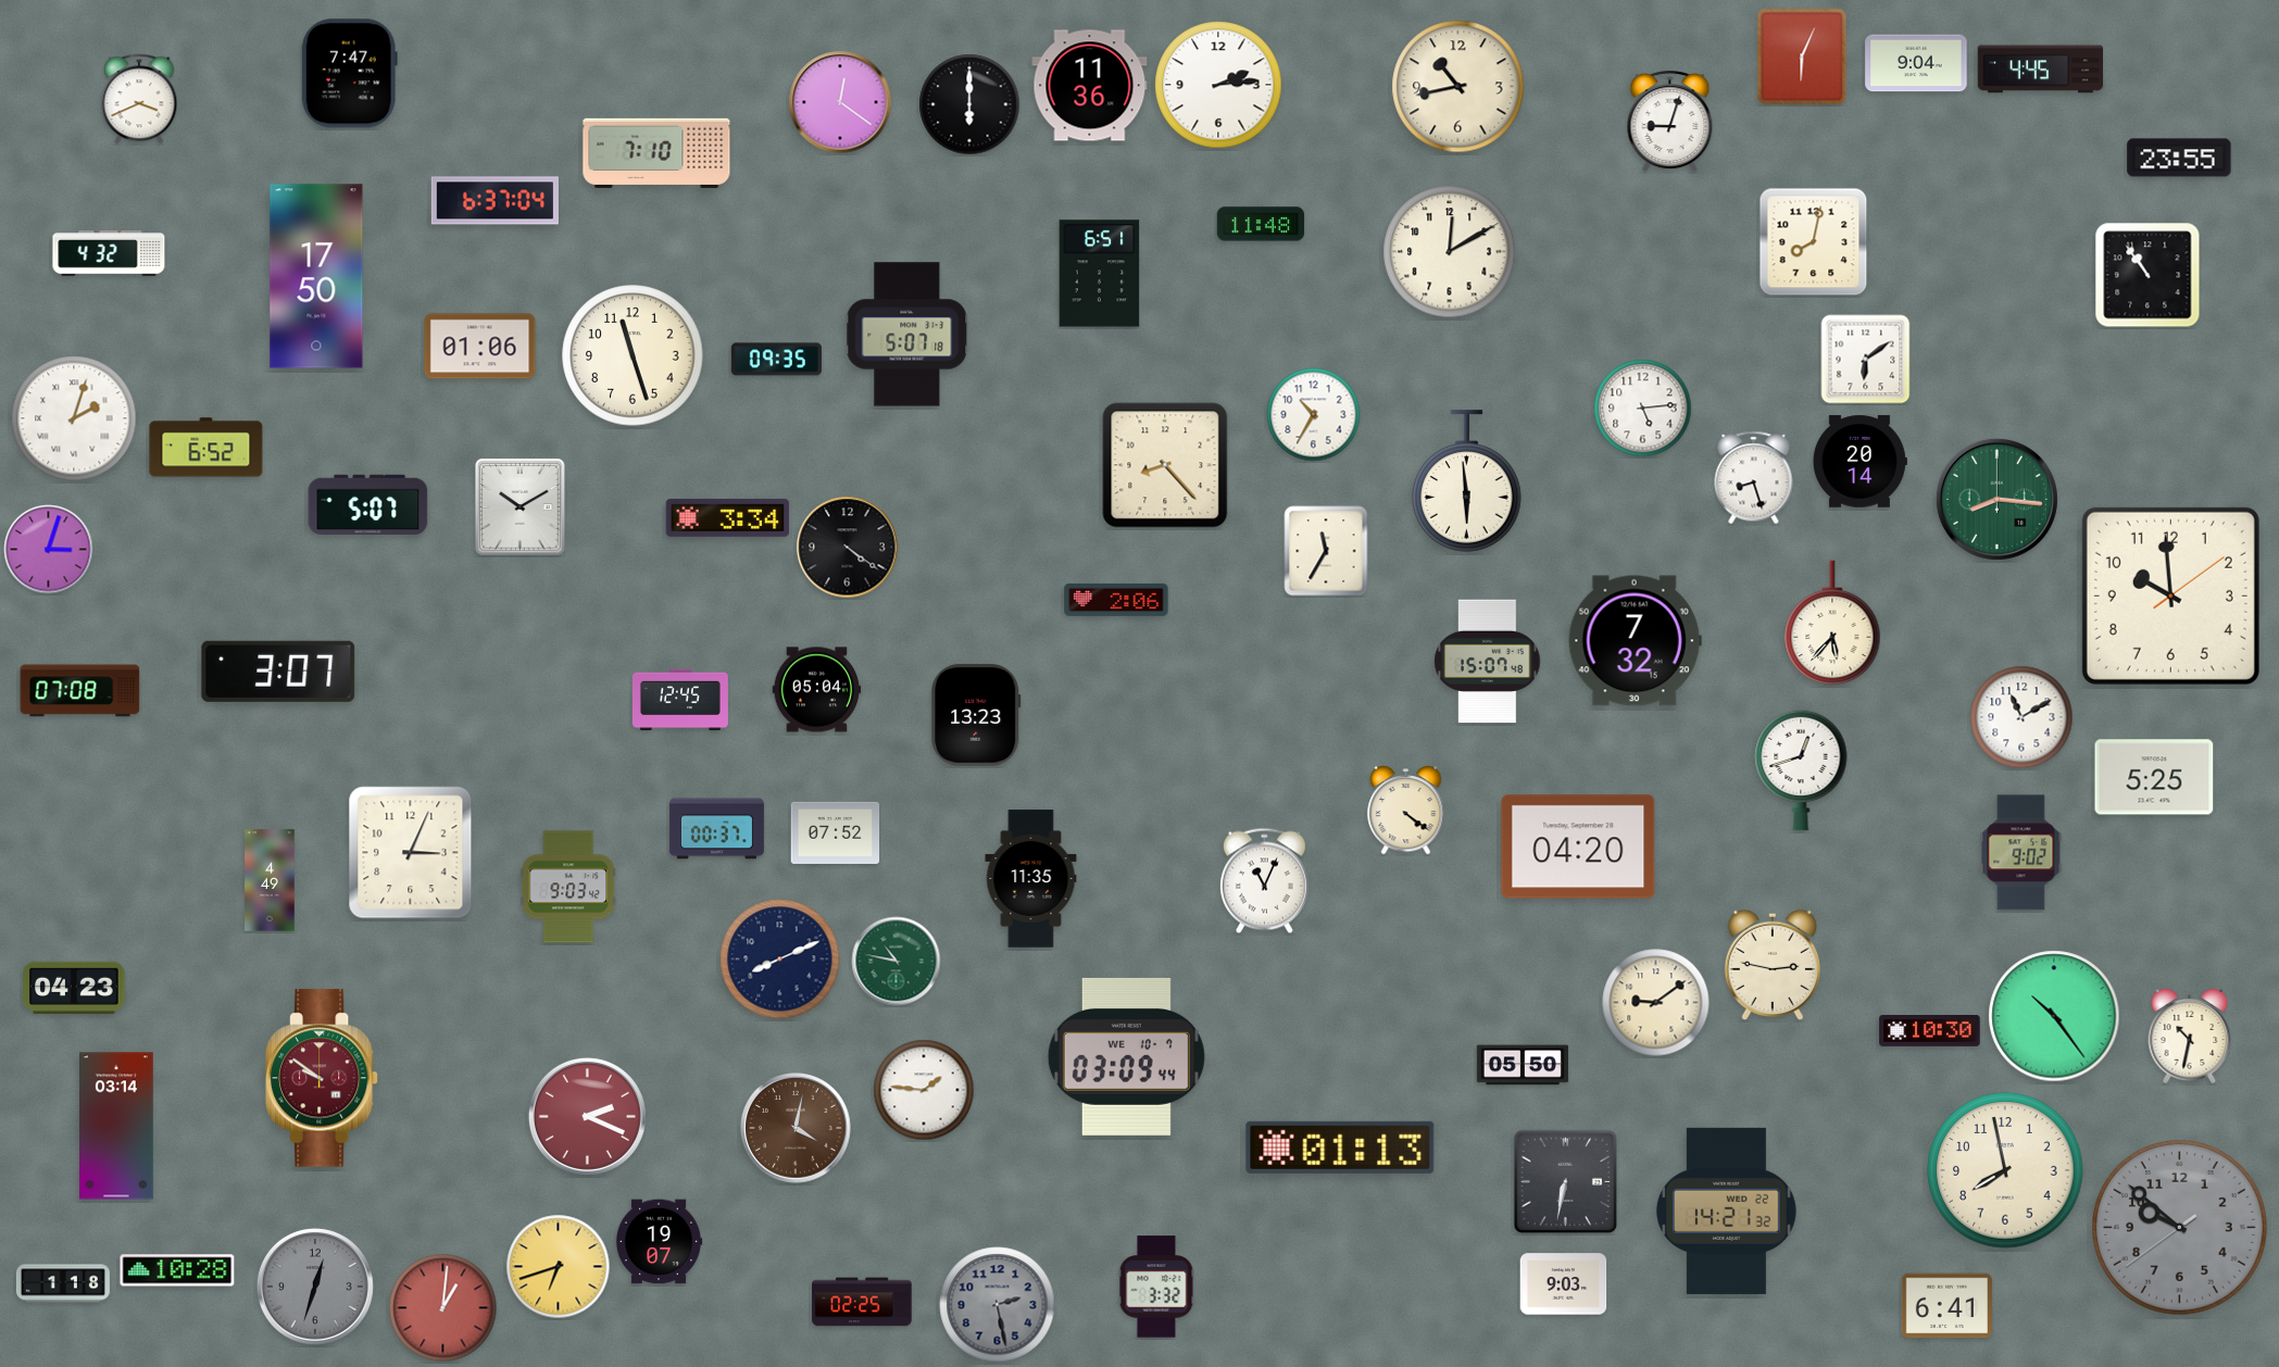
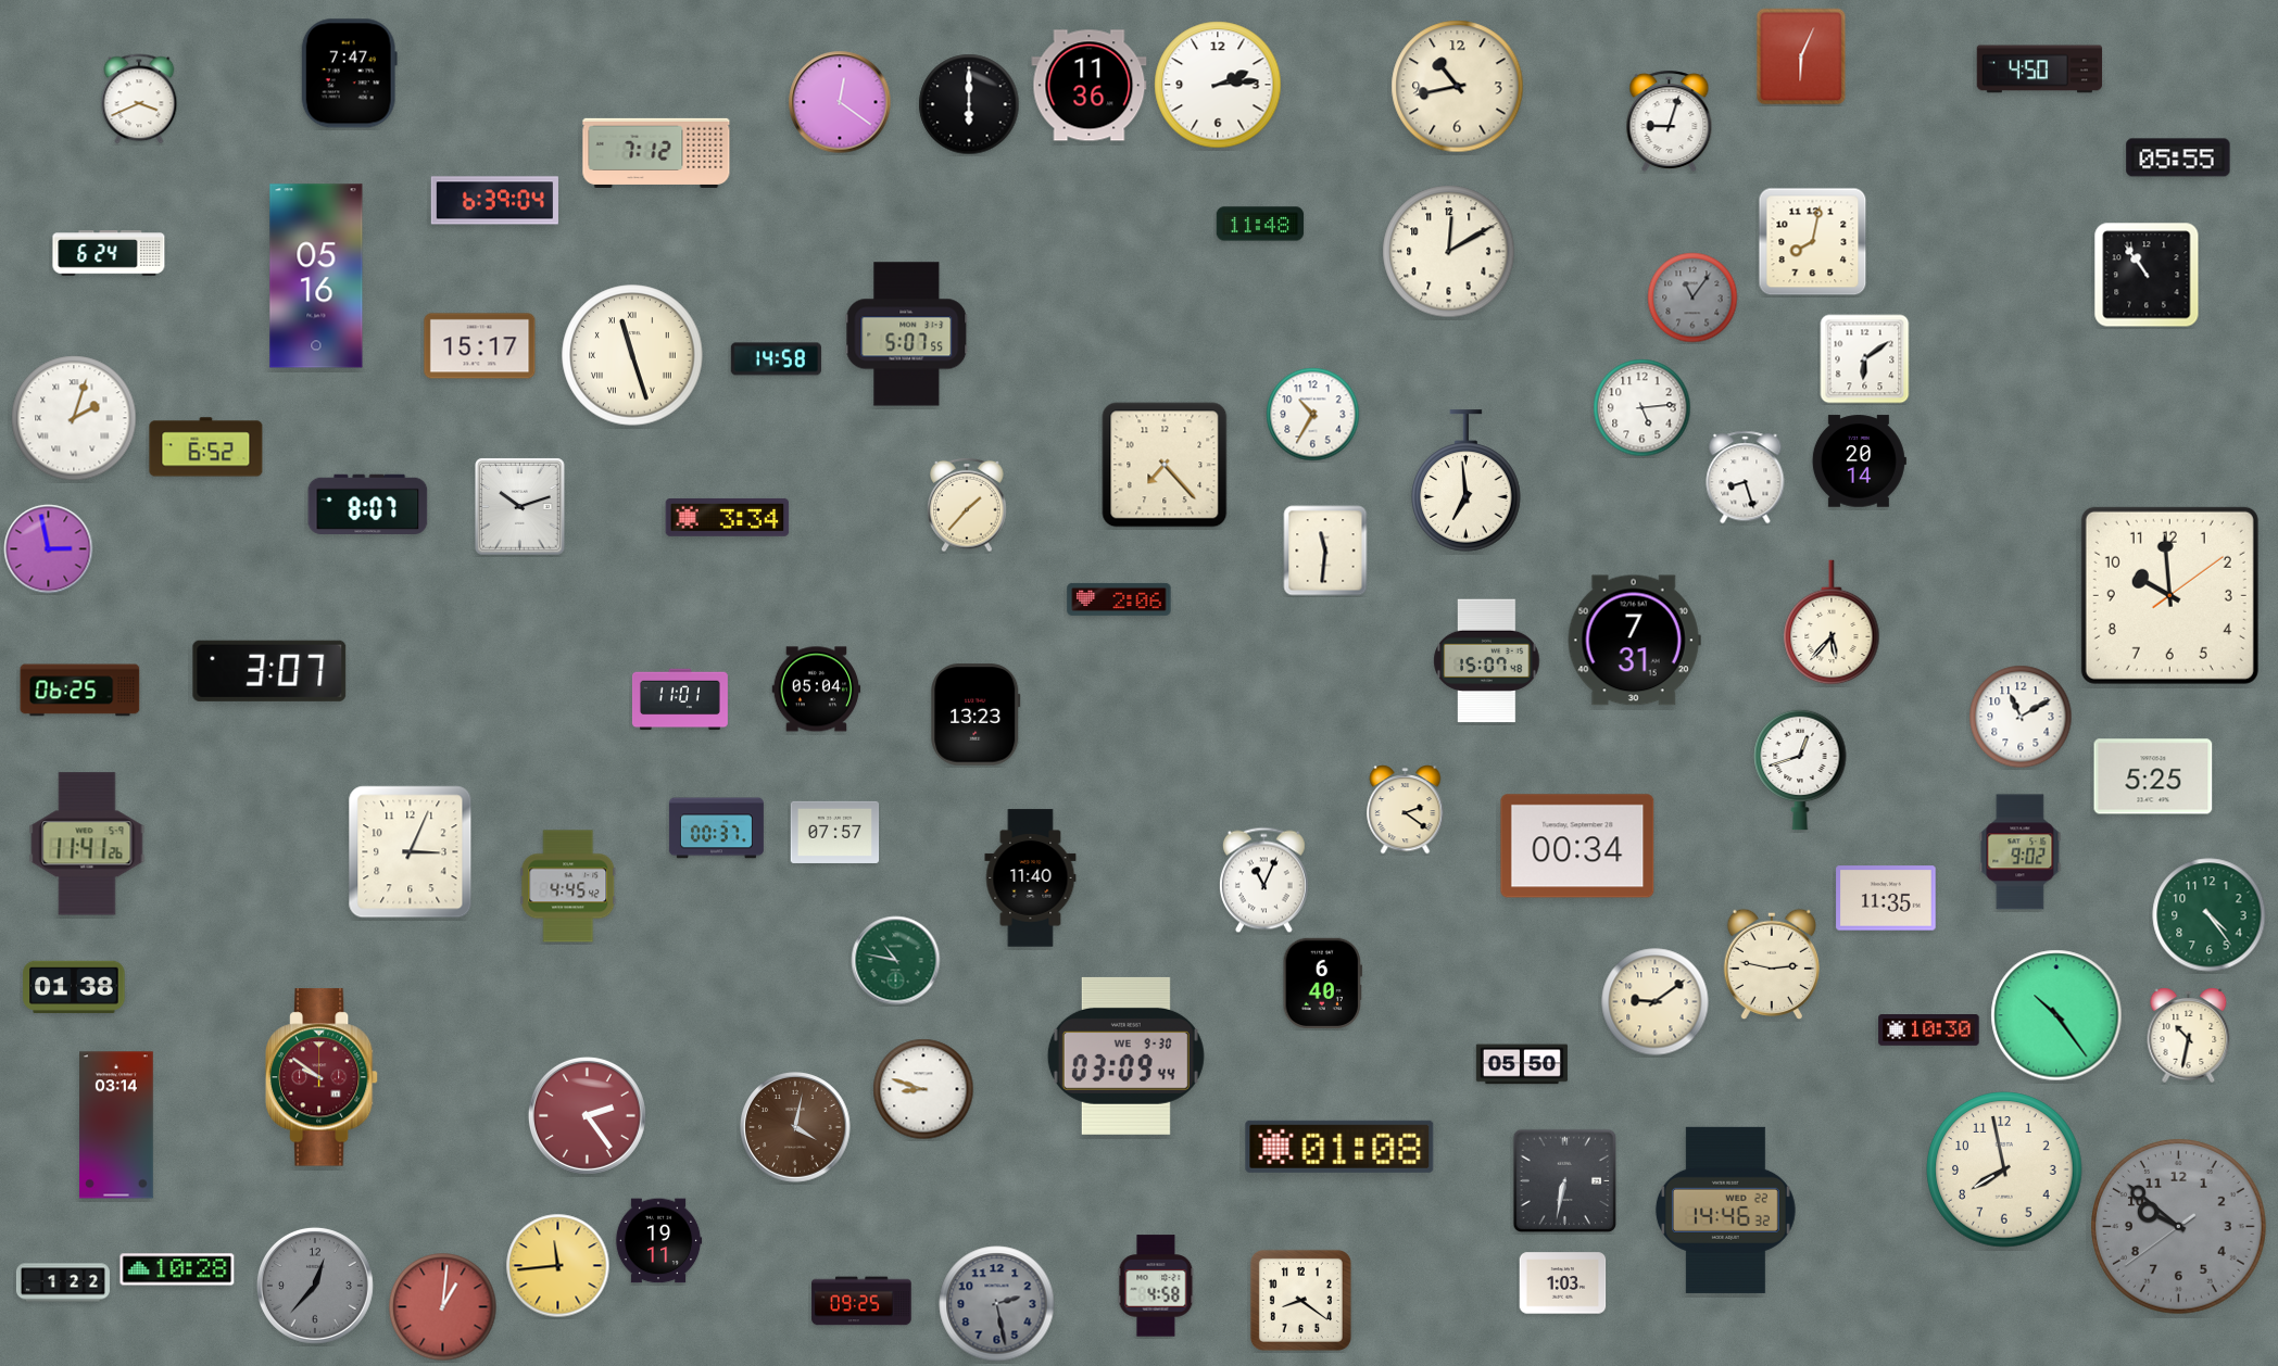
clock at (1916, 63): 9:04 -> none
clock at (2041, 70): 4:45 -> 4:50
clock at (656, 153): 7:10 -> 7:12
clock at (2179, 158): 23:55 -> 05:55
clock at (494, 201): 6:37 -> 6:39
clock at (109, 253): 4:32 -> 6:24
clock at (1100, 274): 6:51 -> none
clock at (316, 276): 17:50 -> 05:16
clock at (1692, 298): none -> 11:06
clock at (907, 335): 5:07:18 -> 5:07:55
clock at (480, 347): 01:06 -> 15:17
clock at (633, 355) numerals: Arabic -> Roman
clock at (776, 360): 09:35 -> 14:58
clock at (1165, 465): 8:23 -> 7:23
clock at (1754, 478) position: (1754, 478) -> (1746, 478)
clock at (1467, 481): 5:59 -> 6:59
clock at (1996, 499): 8:16 -> none
clock at (368, 504): 5:07 -> 8:07
clock at (967, 505): none -> 1:37
clock at (521, 507): 10:10 -> 10:12
clock at (848, 548): 4:21 -> none
clock at (49, 550): 3:03 -> 2:58
clock at (1326, 551): 11:35 -> 11:31
clock at (1116, 600) position: (1116, 600) -> (1119, 599)
clock at (1635, 641): 7:32 -> 7:31
clock at (278, 672) position: (278, 672) -> (269, 671)
clock at (80, 691): 07:08 -> 06:25
clock at (680, 700): 12:45 -> 11:01
clock at (1406, 811): 4:21 -> 2:21
clock at (836, 832): 07:52 -> 07:57
clock at (87, 844): none -> 11:41
clock at (1578, 846): 04:20 -> 00:34
clock at (1031, 879): 11:35 -> 11:40
clock at (270, 880): 4:49 -> none
clock at (568, 887): 9:03 -> 4:45
clock at (1886, 898): none -> 11:35
clock at (2210, 915): none -> 4:24
clock at (780, 960): 8:11 -> none
clock at (1322, 983): none -> 6:40
clock at (74, 988): 04:23 -> 01:38
clock at (2054, 1016) position: (2054, 1016) -> (2056, 1015)
clock at (1126, 1056) date: WE 10-7 -> WE 9-30
clock at (924, 1090): 1:46 -> 8:48
clock at (587, 1116): 2:19 -> 2:24
clock at (1340, 1147): 01:13 -> 01:08
clock at (1726, 1211): 14:21 -> 14:46
clock at (659, 1242): 19:07 -> 19:11
clock at (559, 1267): 6:42 -> 11:44
clock at (63, 1283): 1:18 -> 1:22
clock at (1564, 1284): 9:03 -> 1:03
clock at (315, 1287): 12:33 -> 12:37
clock at (1156, 1287): 3:32 -> 4:58
clock at (1300, 1300): none -> 8:21
clock at (862, 1302): 02:25 -> 09:25
clock at (1946, 1306): 6:41 -> none
